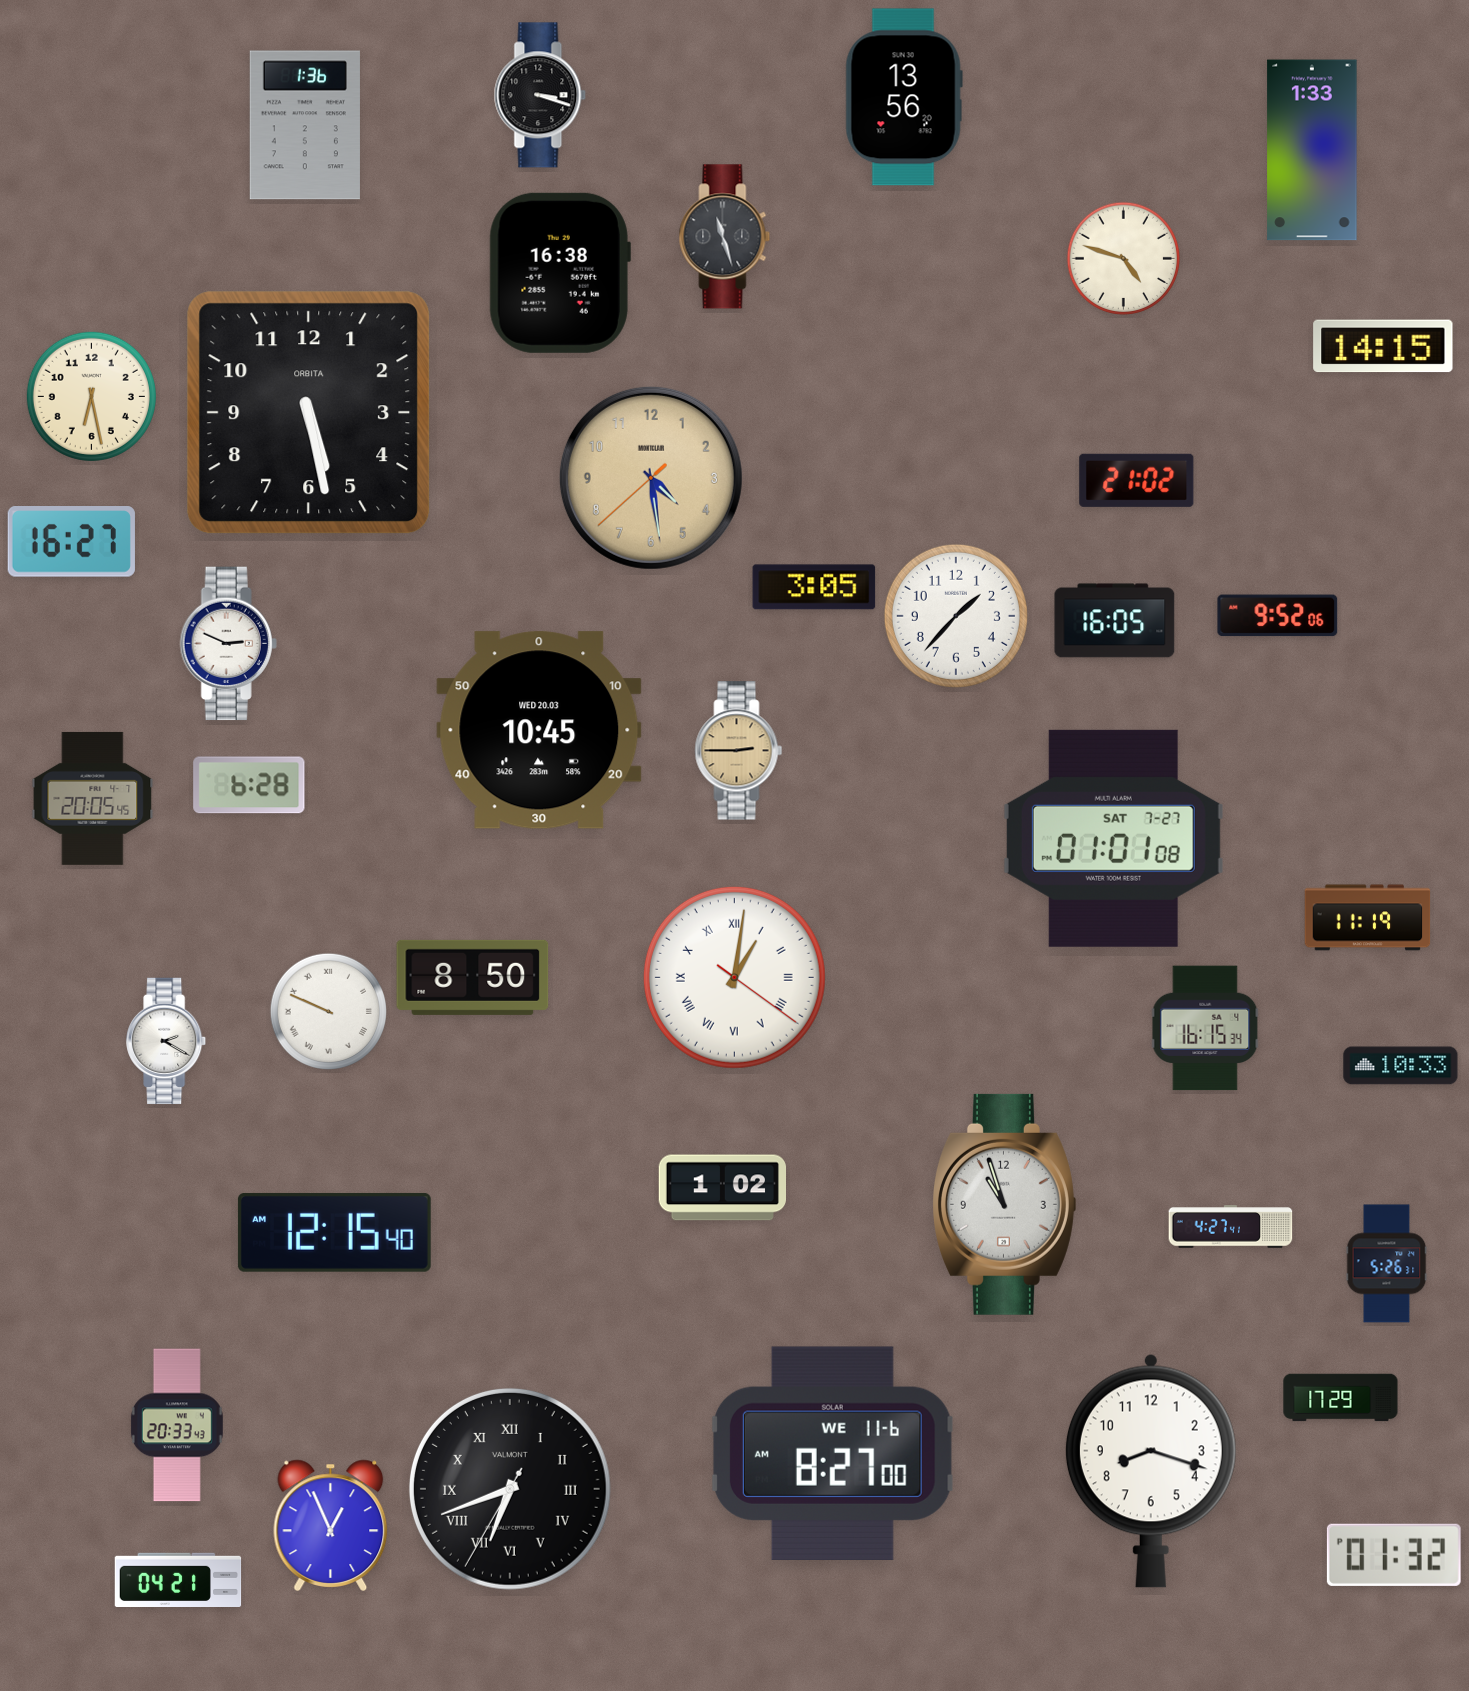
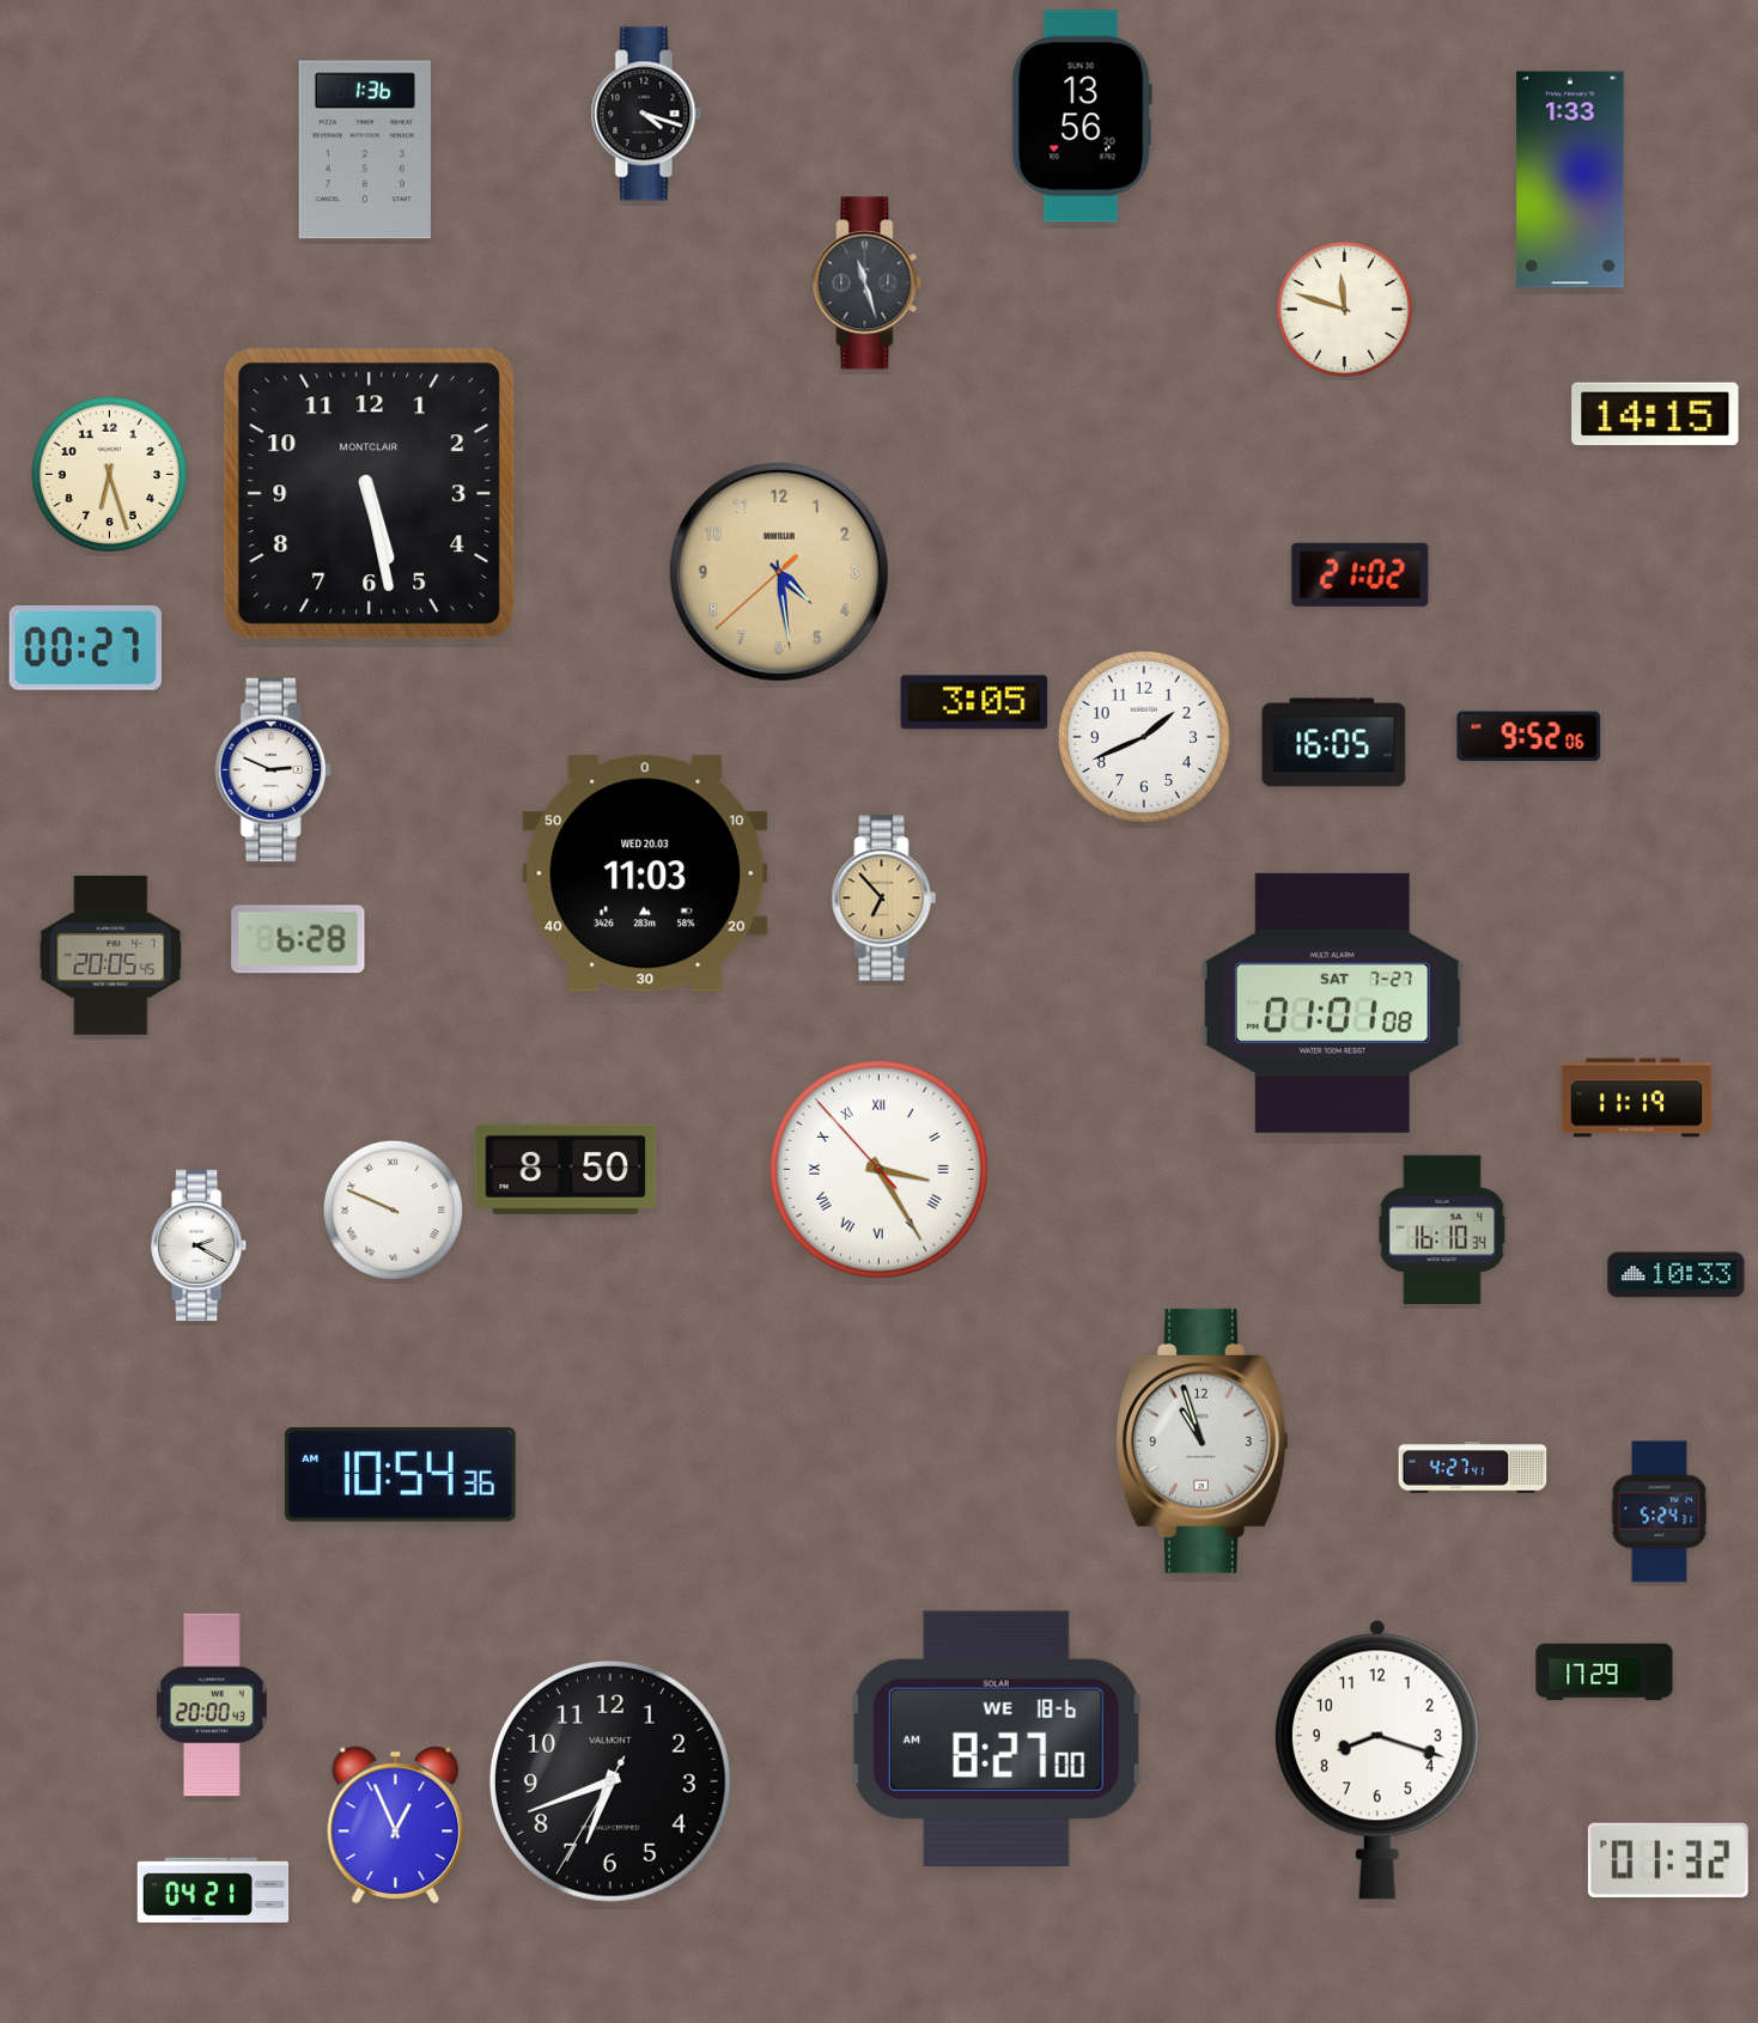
clock at (540, 95): 3:18 -> 4:18
clock at (1123, 258): 4:48 -> 11:48
clock at (560, 273): 16:38 -> none
clock at (91, 396): 6:28 -> 6:27
clock at (309, 413) brand: ORBITA -> MONTCLAIR
clock at (71, 542): 16:27 -> 00:27
clock at (956, 616): 1:37 -> 1:41
clock at (539, 730): 10:45 -> 11:03
clock at (739, 751): 2:45 -> 6:53
clock at (734, 977): 1:01 -> 3:24
clock at (1205, 1028): 16:15 -> 16:10
clock at (722, 1188): 1:02 -> none
clock at (334, 1232): 12:15 -> 10:54
clock at (1387, 1264): 5:26 -> 5:24
clock at (177, 1425): 20:33 -> 20:00
clock at (832, 1453) date: WE 11-6 -> WE 18-6
clock at (510, 1489) numerals: Roman -> Arabic
